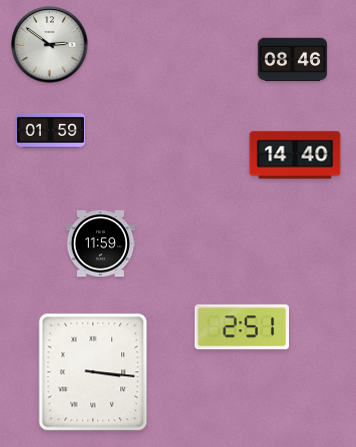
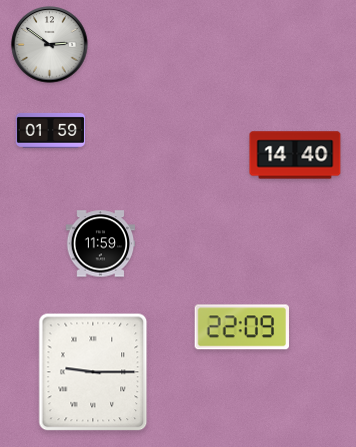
clock at (293, 60): 08:46 -> none
clock at (241, 327): 2:51 -> 22:09
clock at (93, 372): 3:16 -> 9:15
